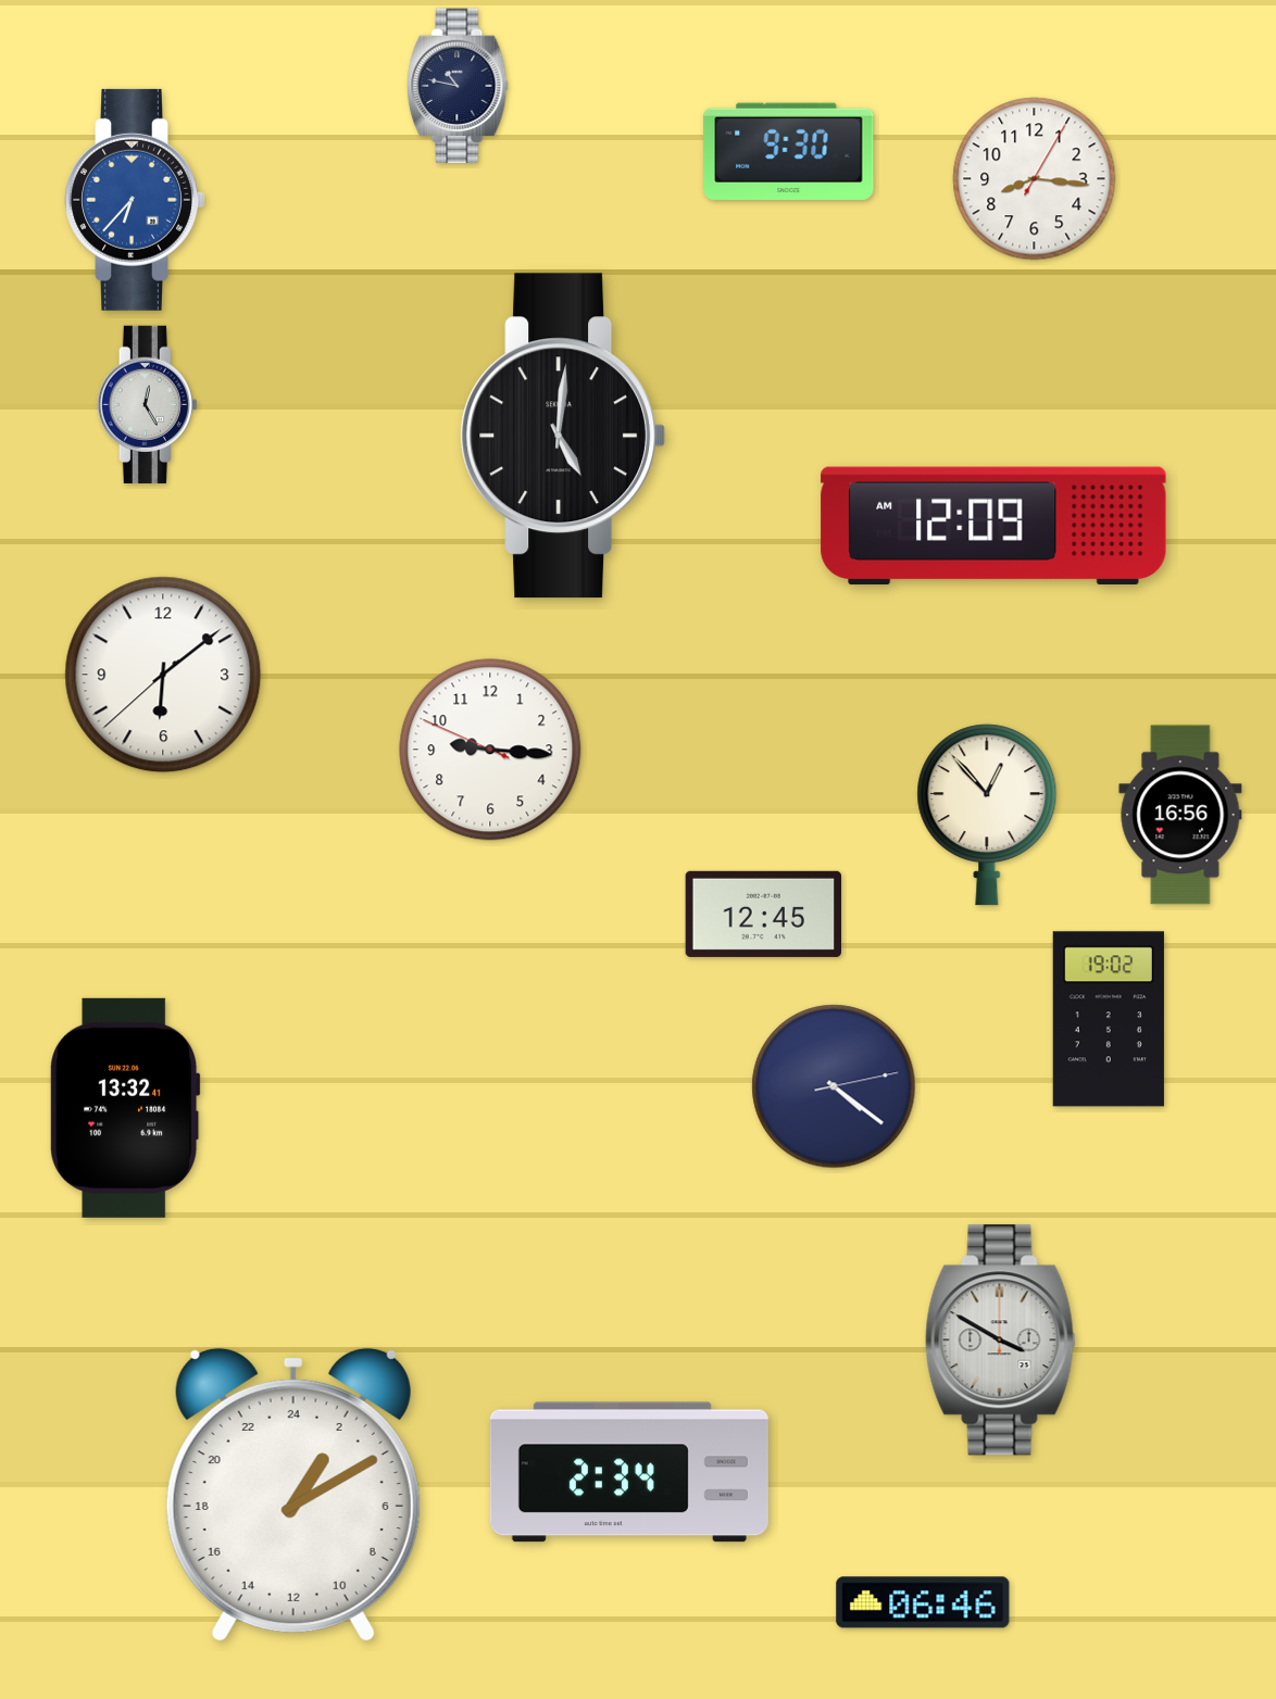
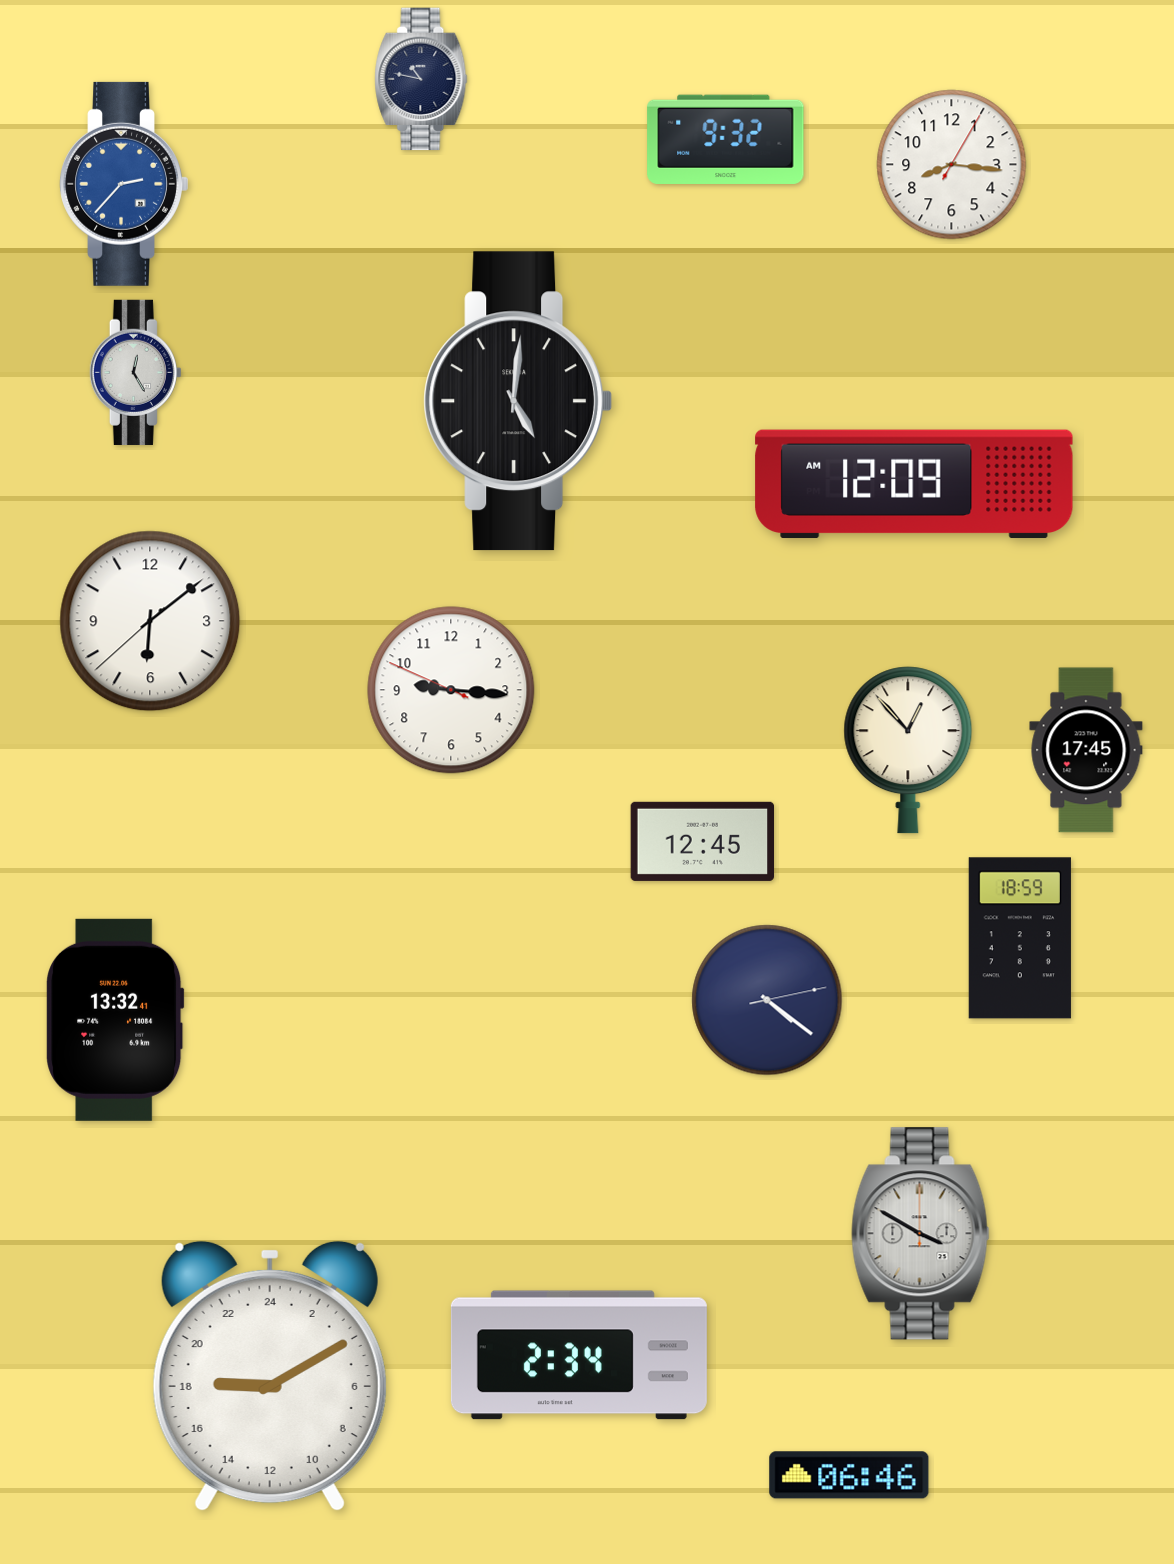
clock at (789, 151): 9:30 -> 9:32
clock at (135, 200): 6:37 -> 2:37
clock at (1180, 815): 16:56 -> 17:45
clock at (1109, 1019): 19:02 -> 18:59
clock at (293, 1495): 2:10 -> 18:10
